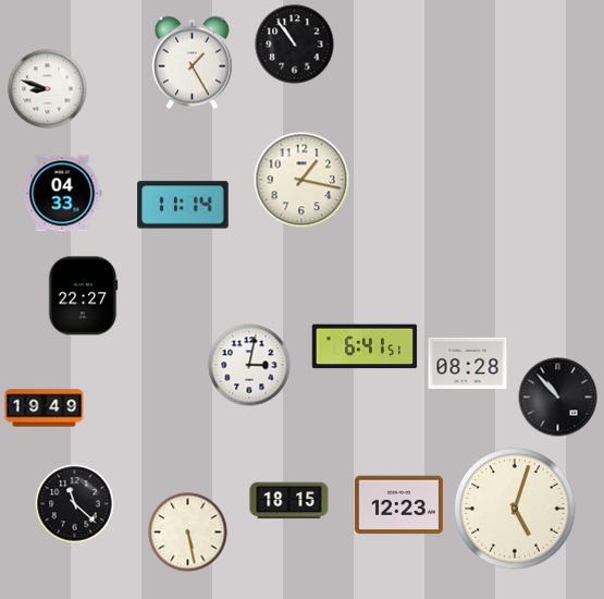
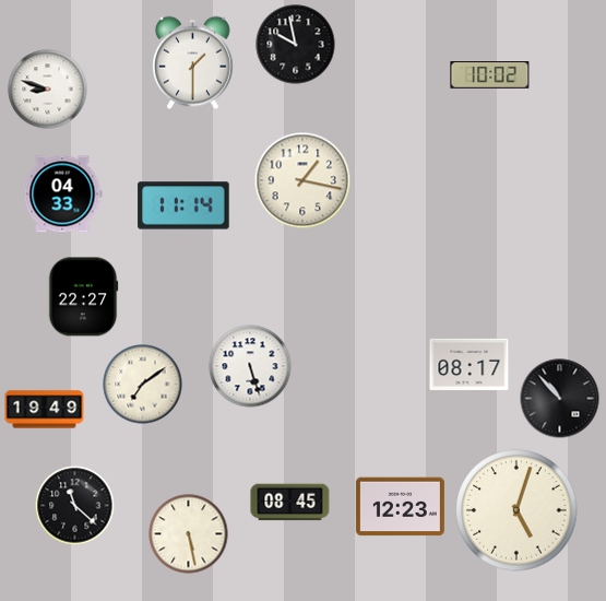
clock at (295, 45): 10:54 -> 9:58
clock at (193, 63): 1:25 -> 1:30
clock at (490, 75): none -> 10:02
clock at (365, 346): 6:41 -> none
clock at (468, 364): 08:28 -> 08:17
clock at (249, 365): 3:02 -> 5:27
clock at (143, 385): none -> 7:09
clock at (289, 501): 18:15 -> 08:45
